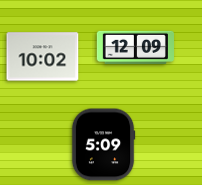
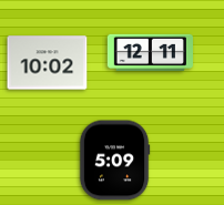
clock at (135, 47): 12:09 -> 12:11
